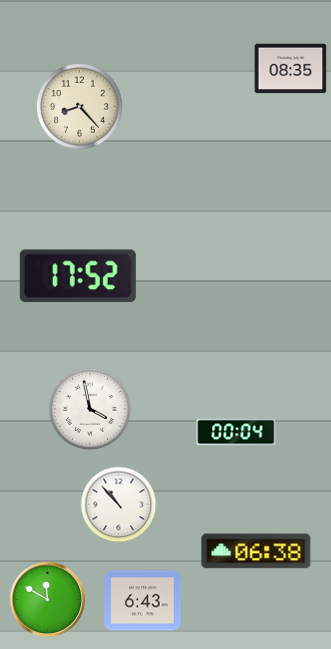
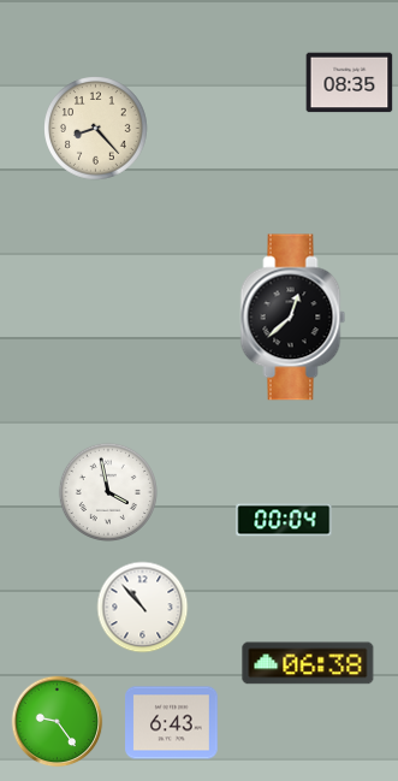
clock at (293, 318): none -> 12:38
clock at (78, 276): 17:52 -> none
clock at (48, 600): 11:50 -> 9:24
